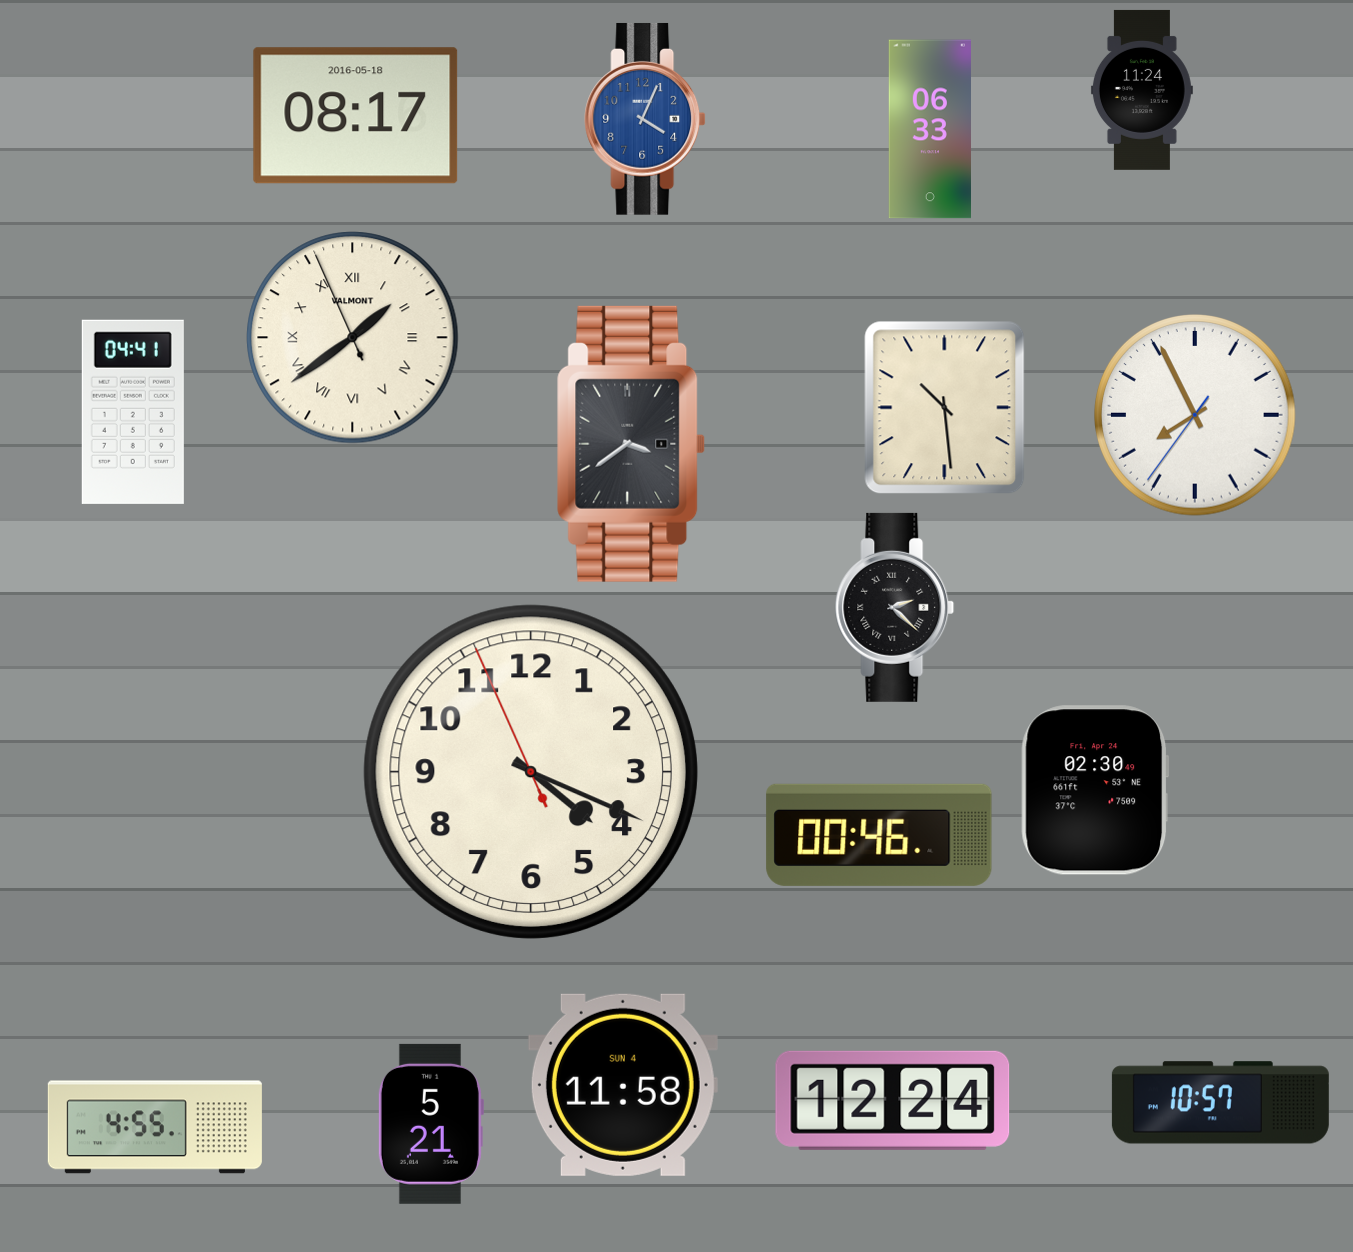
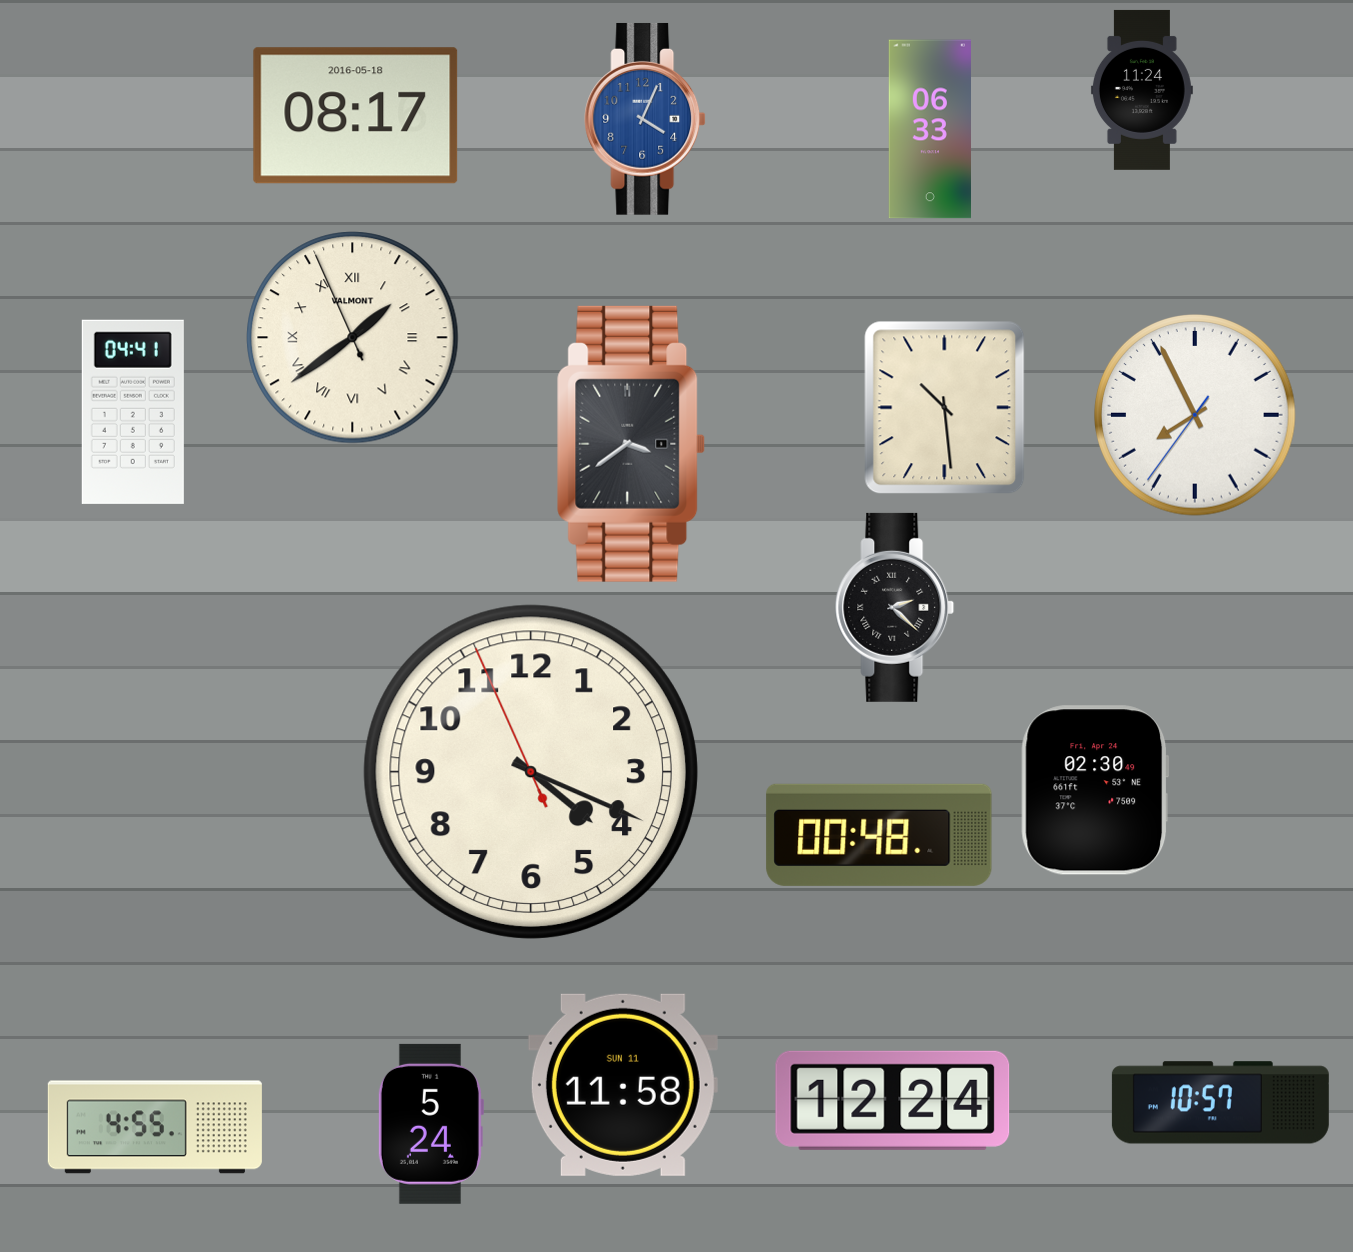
clock at (879, 835): 00:46 -> 00:48
clock at (623, 1085) date: SUN 4 -> SUN 11
clock at (430, 1124): 5:21 -> 5:24
